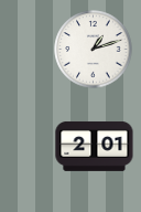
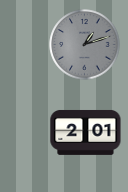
clock at (94, 50) dial: white -> grey
